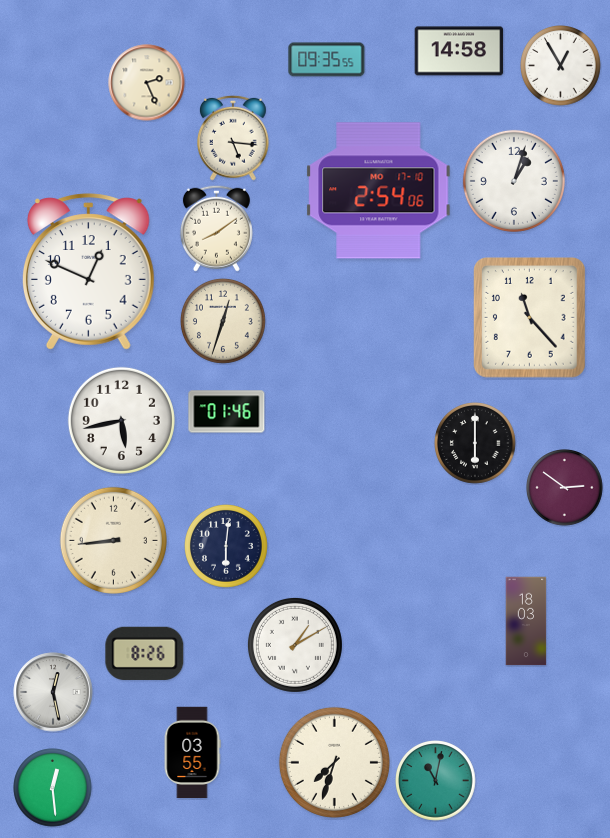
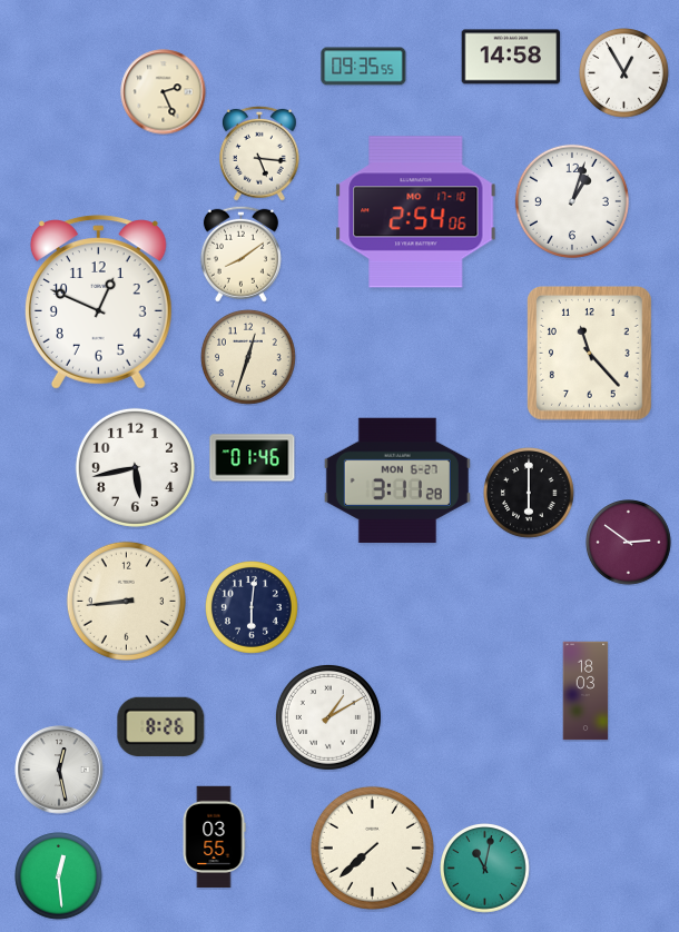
clock at (379, 191) position: (379, 191) -> (416, 212)
clock at (397, 480): none -> 3:11
clock at (334, 762): 7:33 -> 7:38
